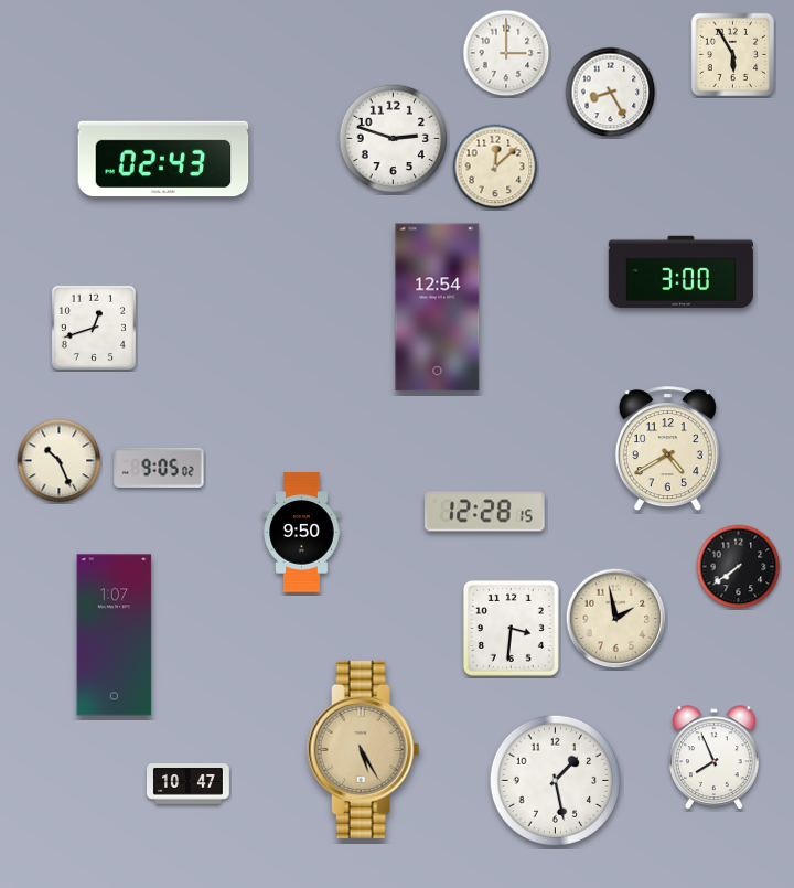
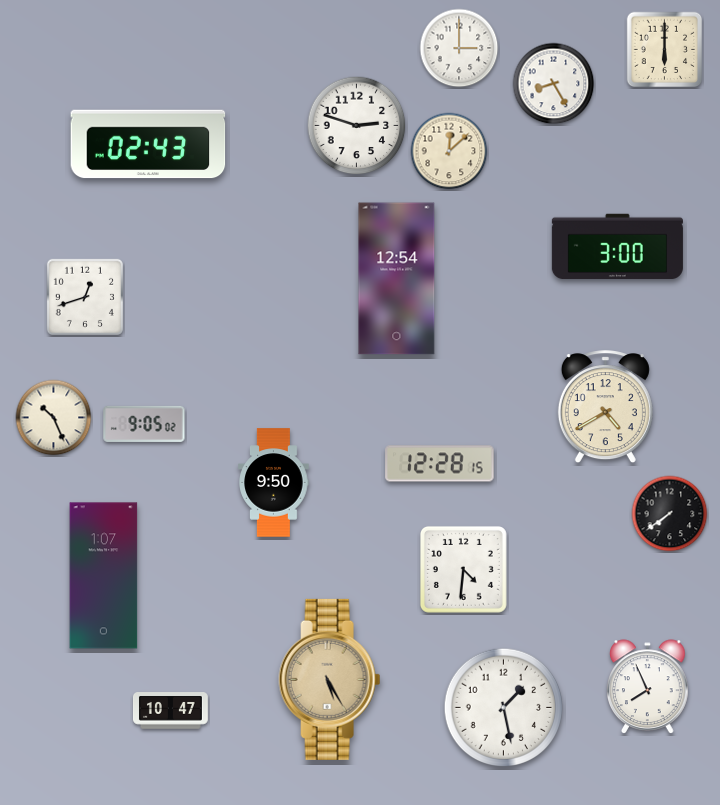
clock at (733, 55): 5:55 -> 6:00
clock at (616, 619): 1:58 -> none
clock at (511, 628): 3:31 -> 4:31
